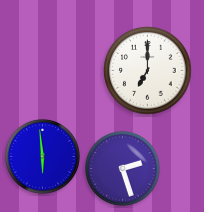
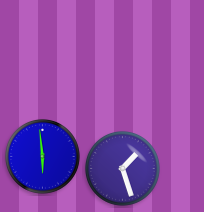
clock at (148, 71): 7:00 -> none
clock at (123, 169): 2:27 -> 1:27
